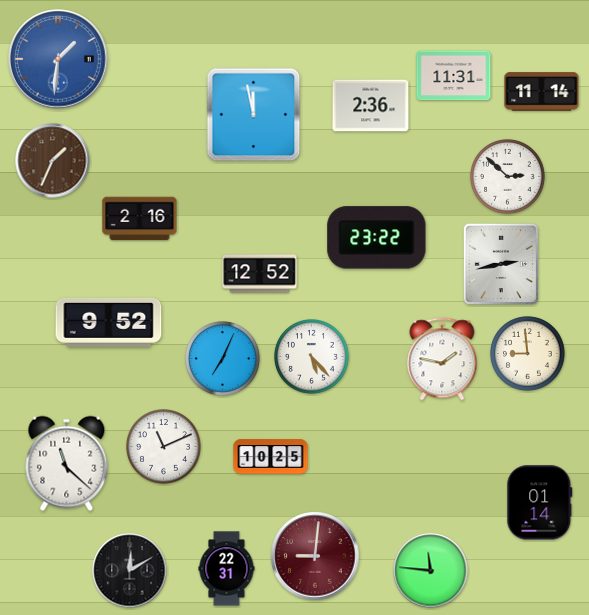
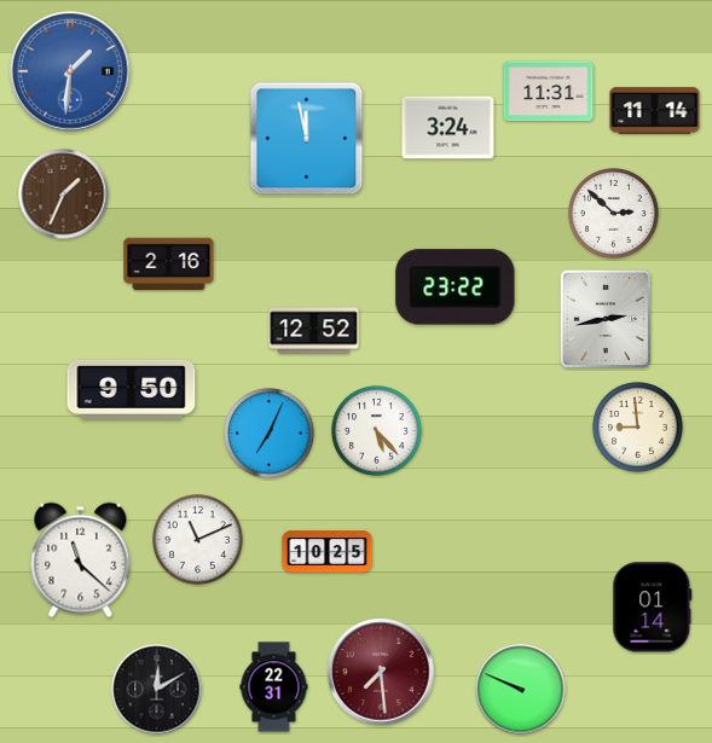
clock at (371, 106): 2:36 -> 3:24
clock at (109, 322): 9:52 -> 9:50
clock at (442, 359): 1:47 -> none
clock at (315, 556): 9:01 -> 7:29
clock at (431, 571): 11:46 -> 9:49
